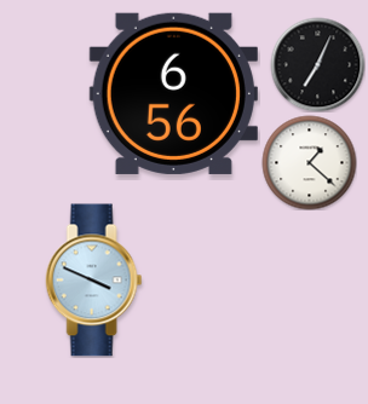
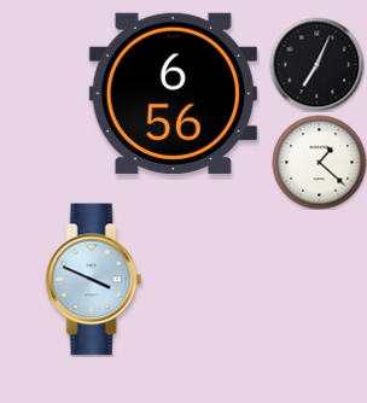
clock at (309, 162) position: (309, 162) -> (319, 162)
